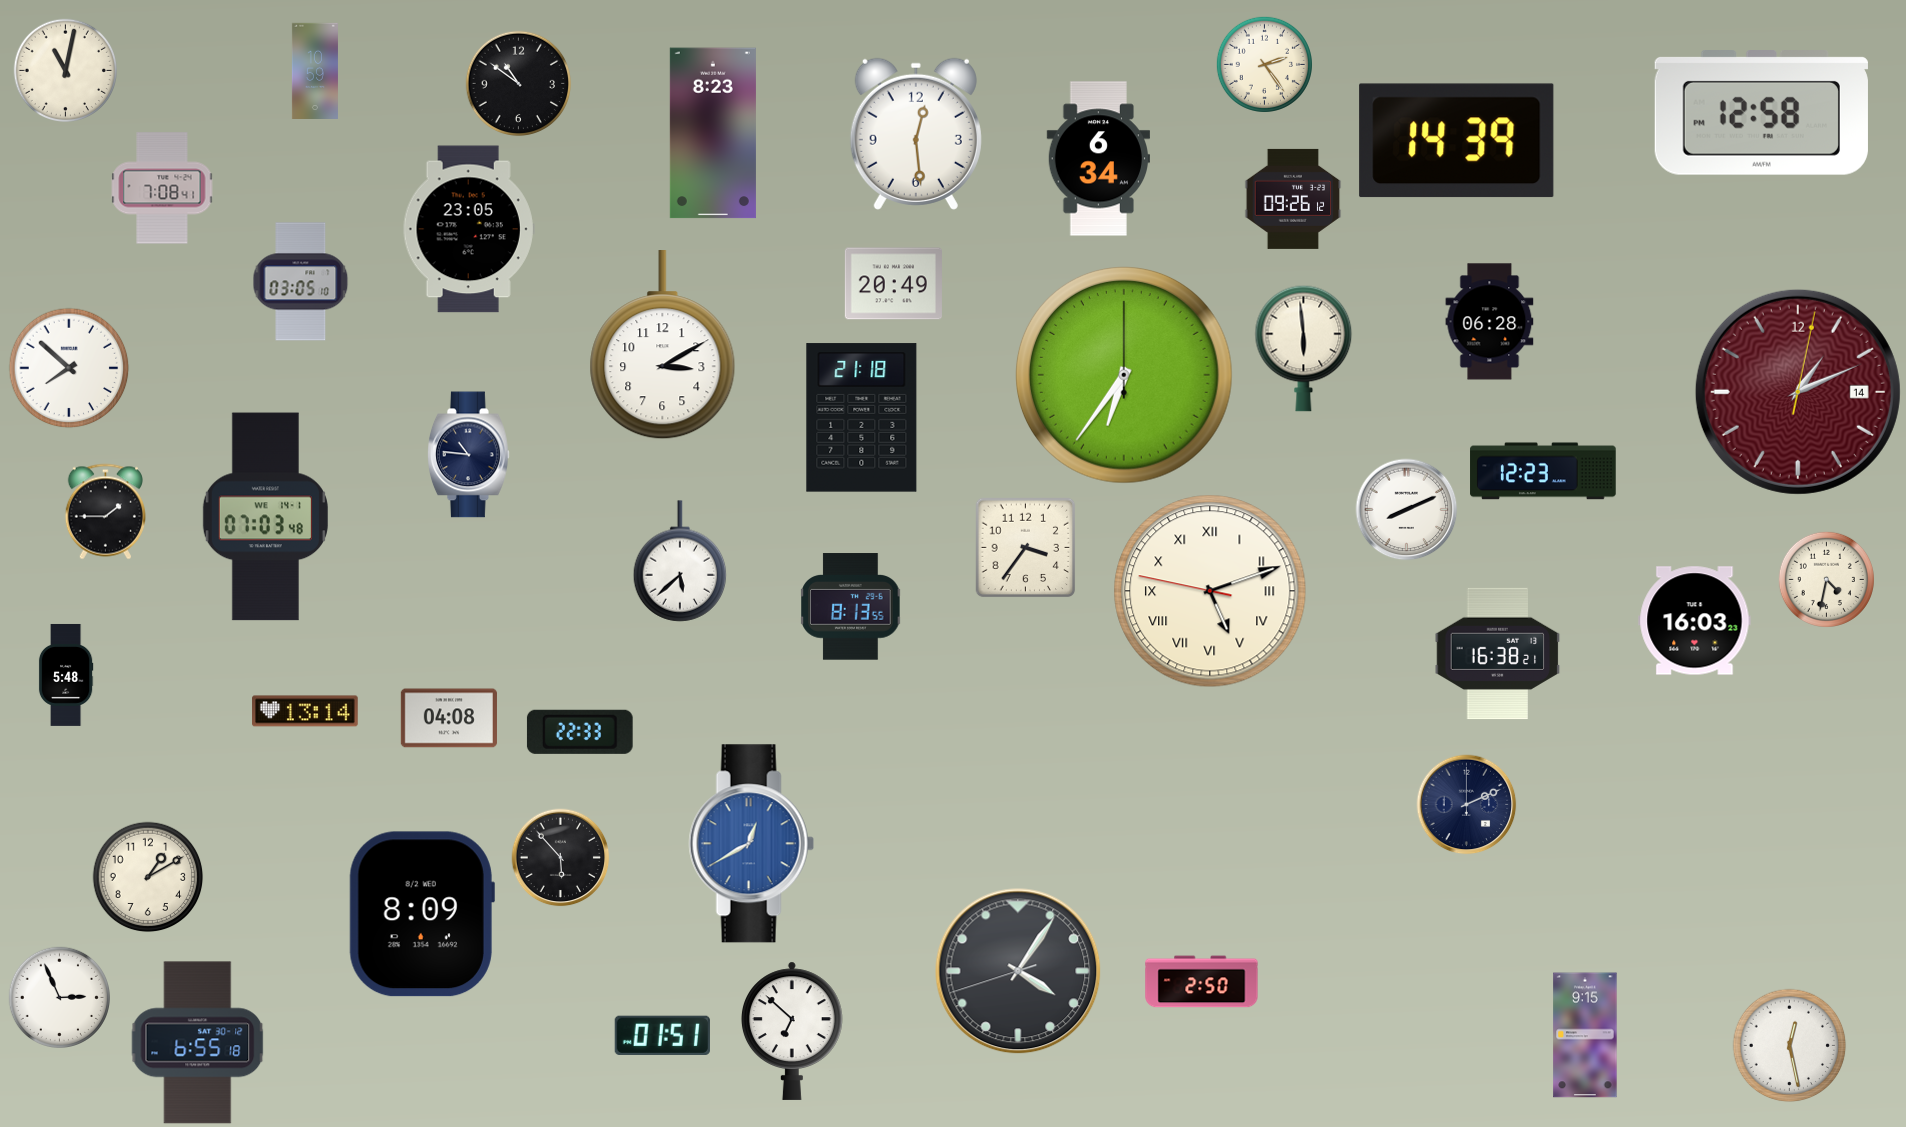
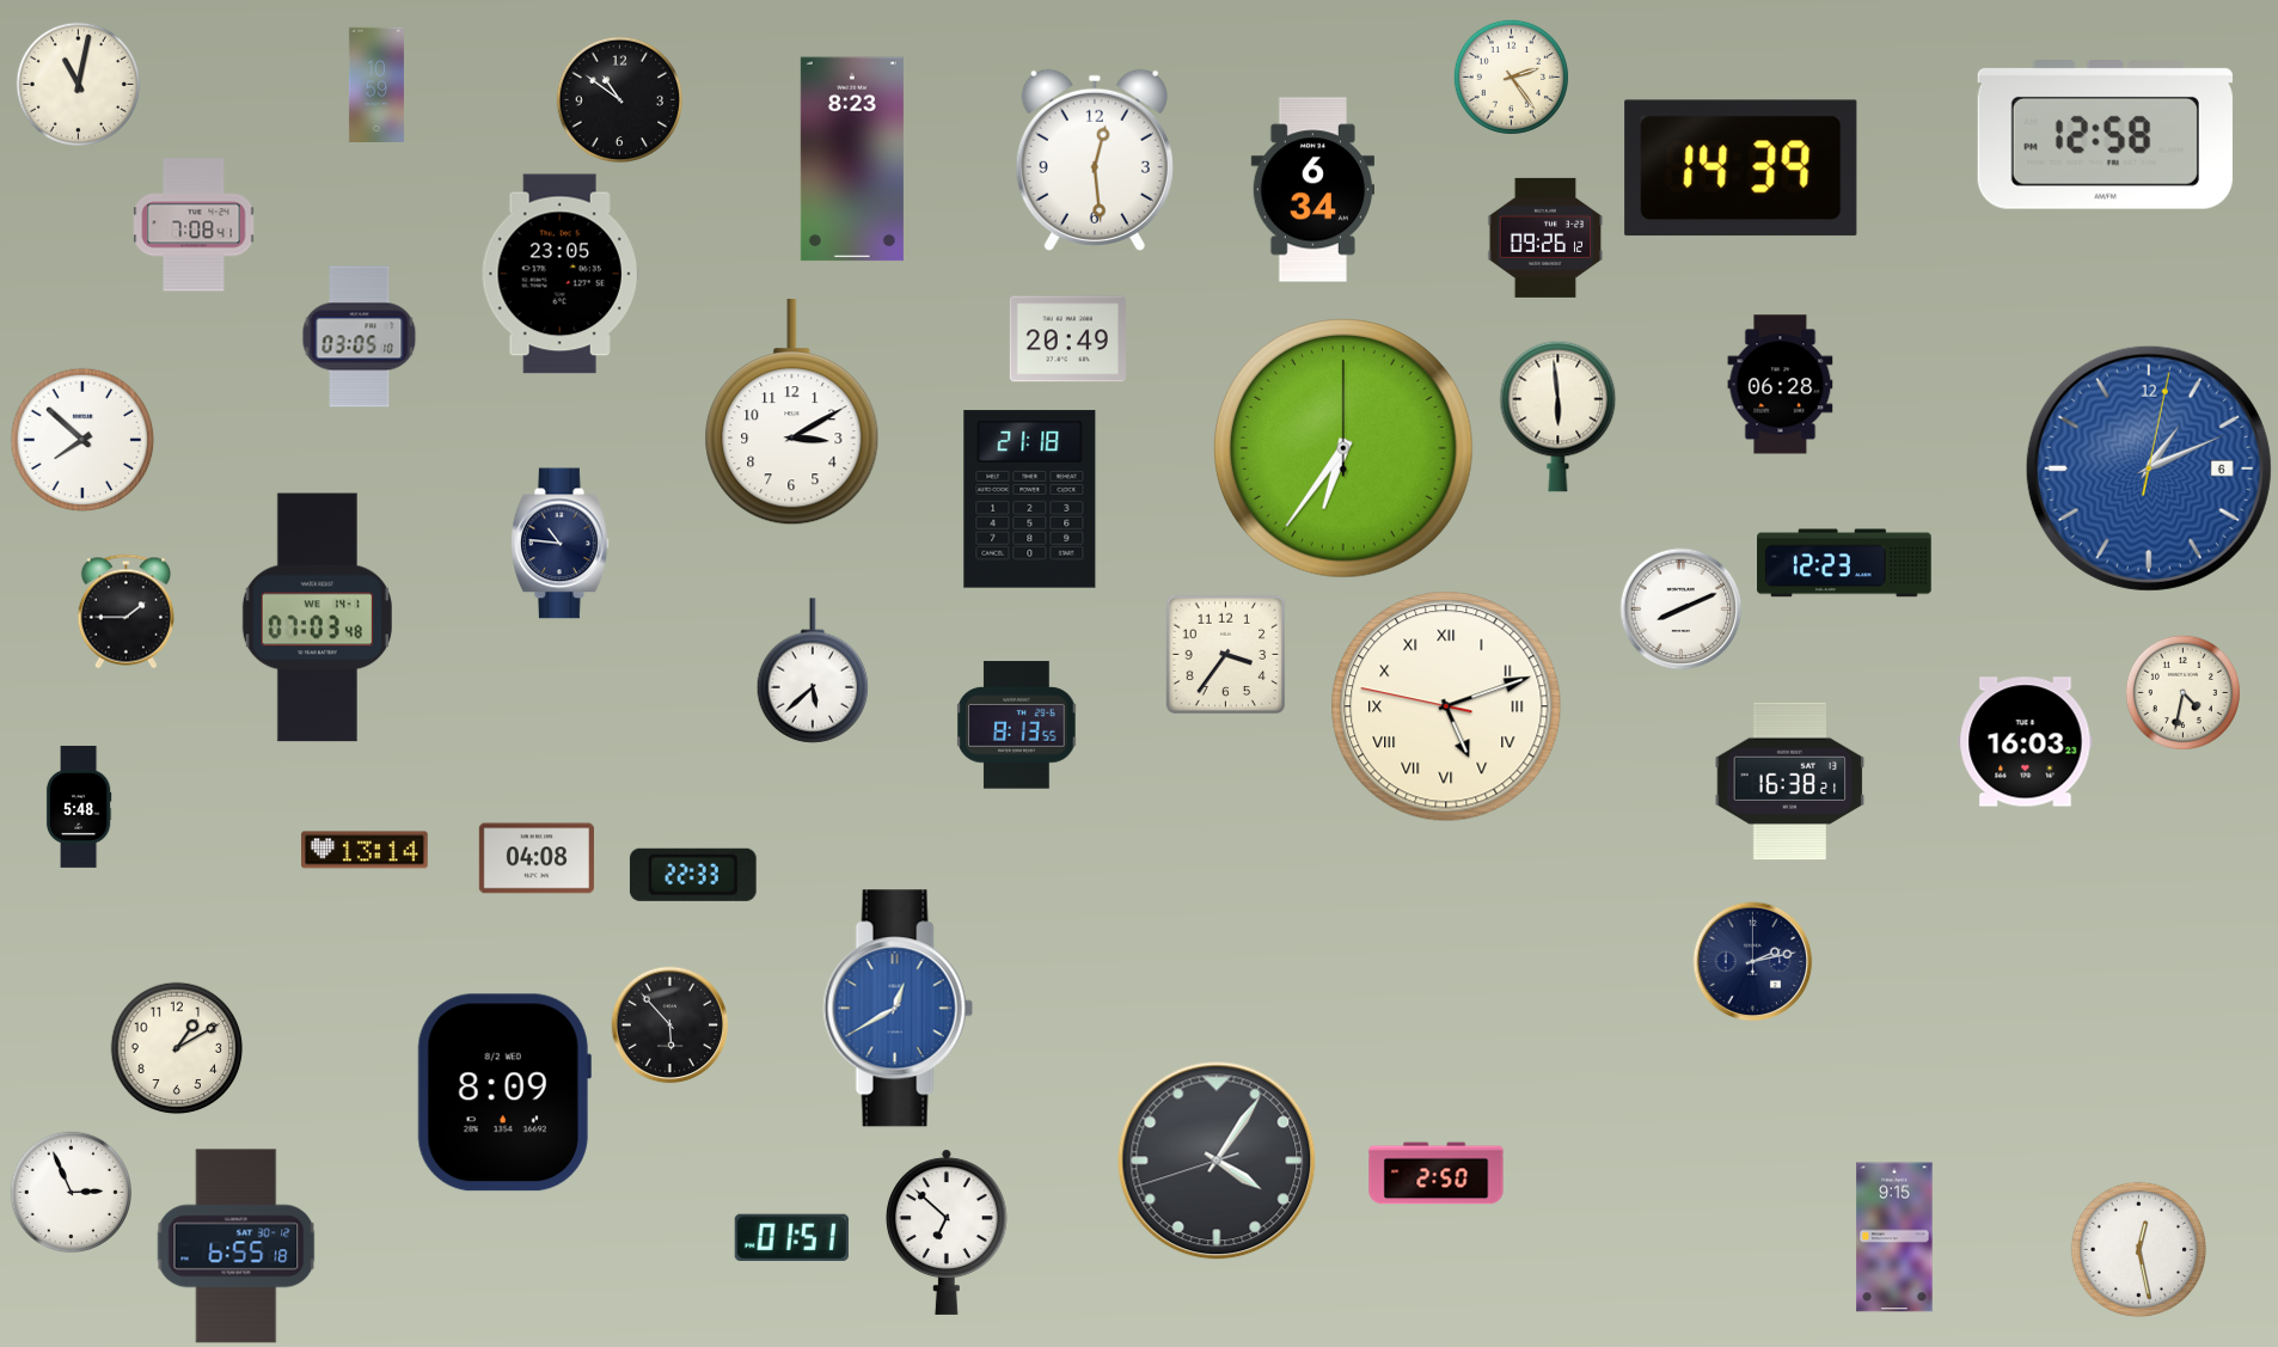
clock at (1798, 392) date: 14 -> 6
clock at (1798, 392) dial: burgundy -> blue
clock at (1467, 805): 2:11 -> 2:13
